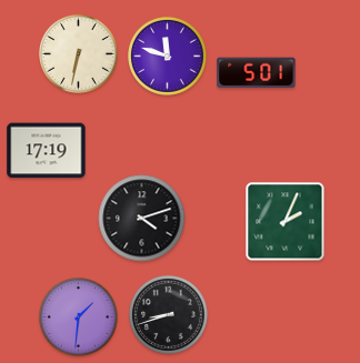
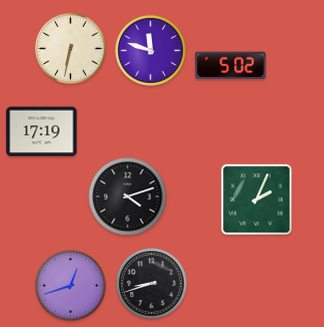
clock at (257, 73): 5:01 -> 5:02
clock at (47, 151) position: (47, 151) -> (42, 132)
clock at (79, 317): 1:31 -> 12:42
